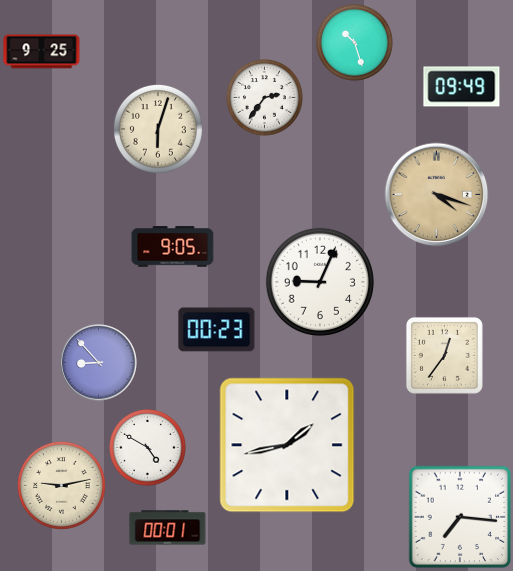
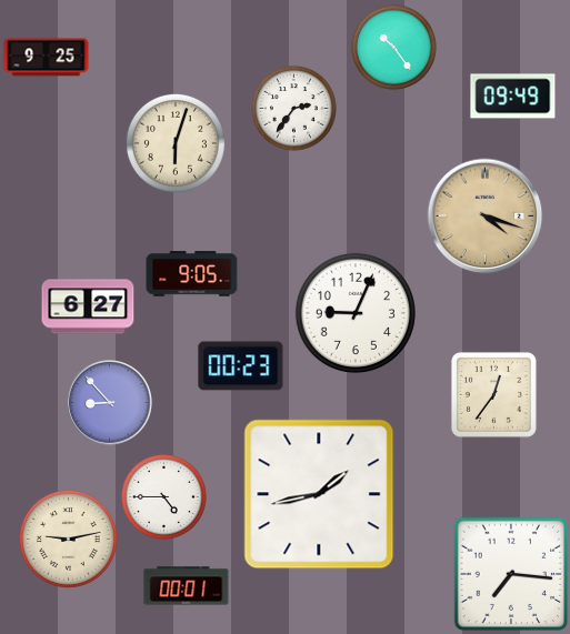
clock at (355, 43): 10:27 -> 10:24
clock at (88, 306): none -> 6:27
clock at (148, 448): 4:50 -> 4:45
